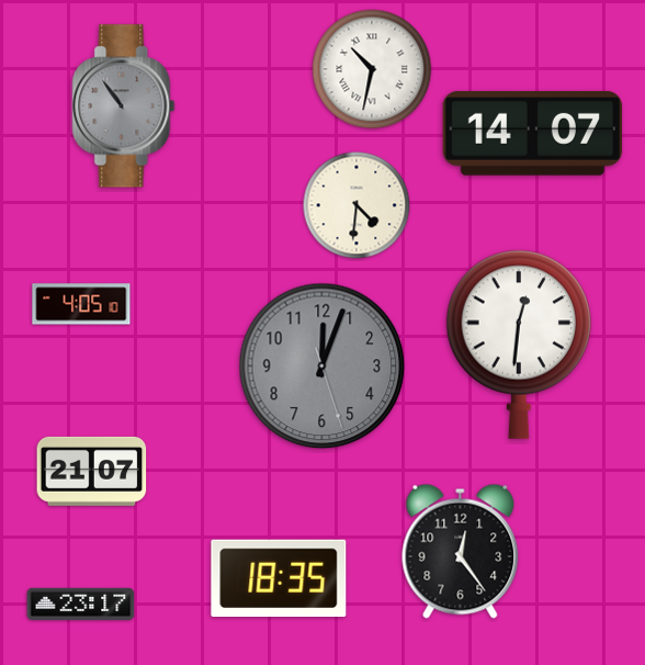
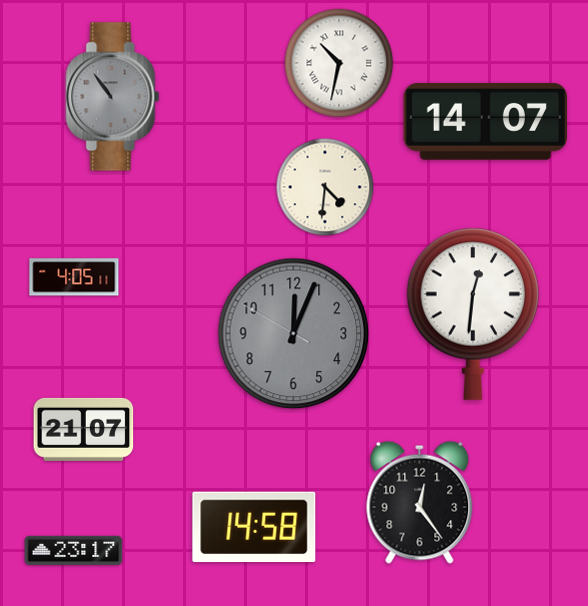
clock at (81, 304): 4:05:10 -> 4:05:11
clock at (322, 367): 12:03:27 -> 12:03:50
clock at (279, 578): 18:35 -> 14:58
